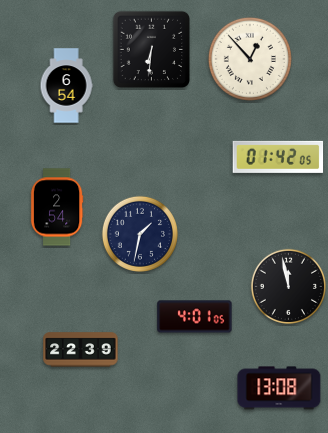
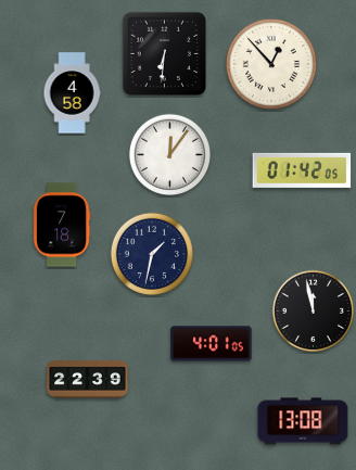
clock at (66, 86): 6:54 -> 4:58
clock at (169, 154): none -> 12:06
clock at (57, 207): 2:54 -> 7:18
